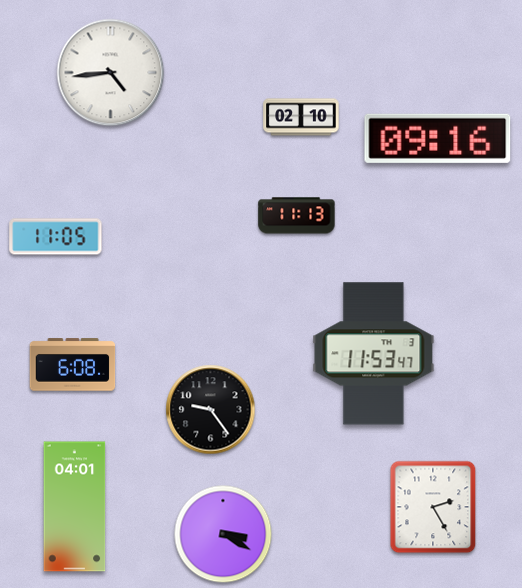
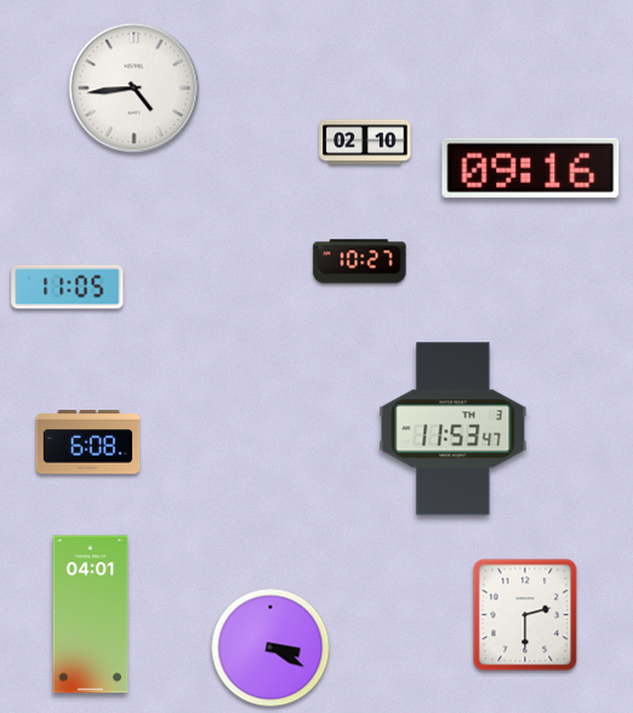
clock at (297, 216): 11:13 -> 10:27
clock at (211, 410): 9:24 -> none
clock at (433, 507): 2:25 -> 2:30
